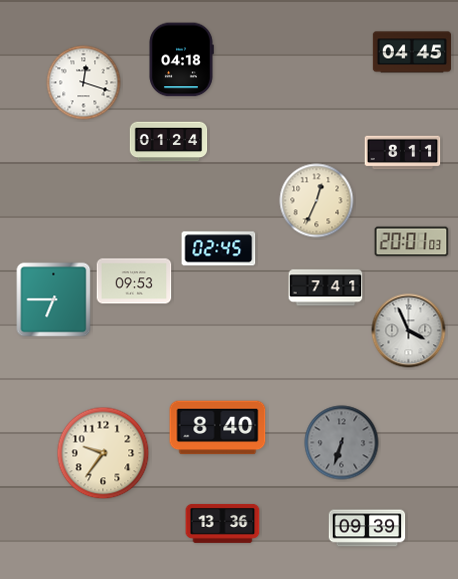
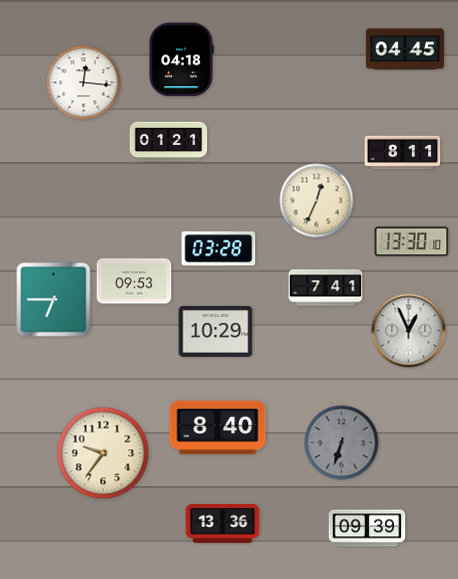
clock at (411, 52) position: (411, 52) -> (404, 49)
clock at (84, 83): 12:18 -> 12:16
clock at (169, 142): 01:24 -> 01:21
clock at (412, 242): 20:01 -> 13:30
clock at (219, 249): 02:45 -> 03:28
clock at (409, 331): 3:56 -> 12:56
clock at (216, 332): none -> 10:29
